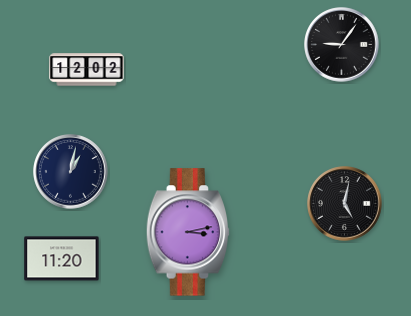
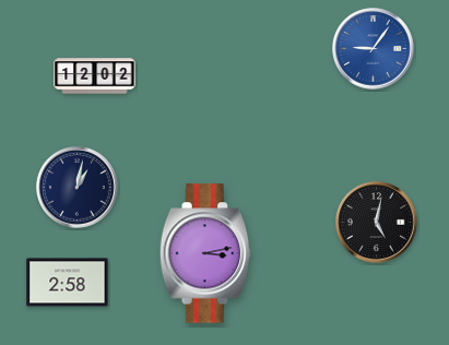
clock at (342, 45) dial: black -> blue
clock at (62, 259): 11:20 -> 2:58
